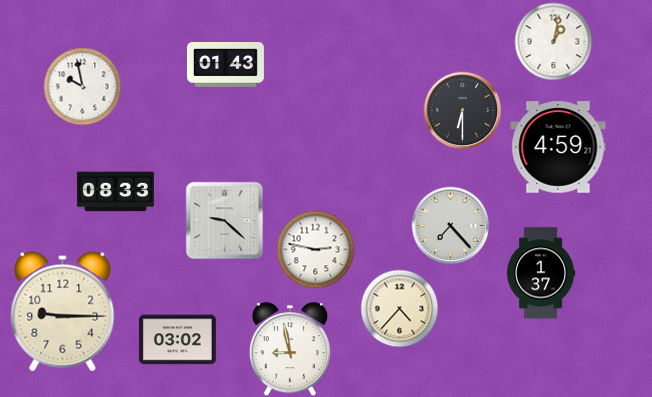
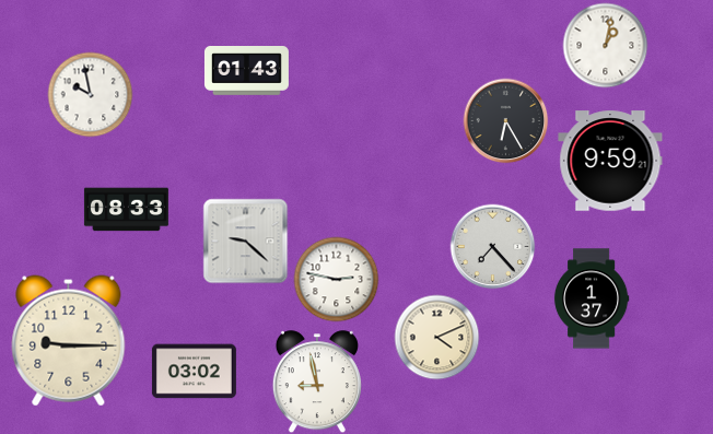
clock at (462, 110): 6:30 -> 6:25
clock at (558, 147): 4:59 -> 9:59
clock at (315, 249) position: (315, 249) -> (336, 279)
clock at (399, 308): 4:37 -> 4:11
